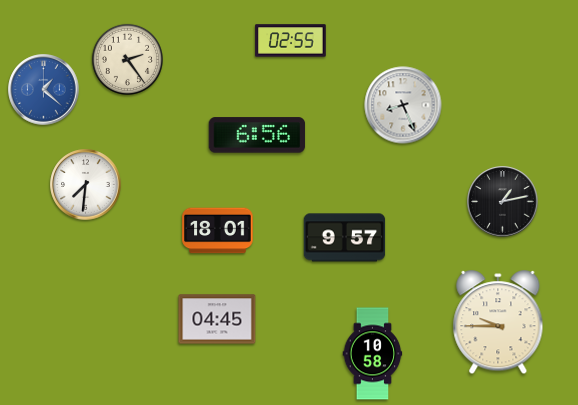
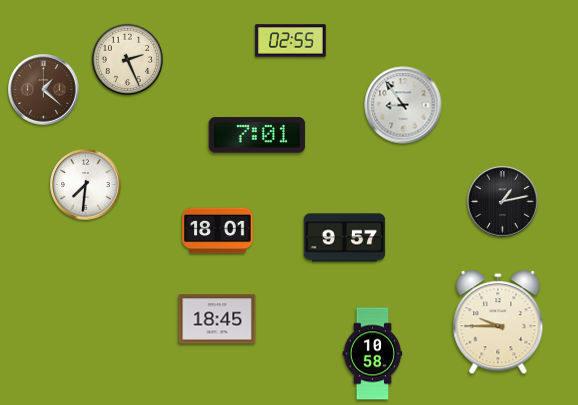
clock at (127, 59): 2:24 -> 2:26
clock at (44, 90) dial: blue -> brown
clock at (403, 105): 8:26 -> 8:54
clock at (257, 135): 6:56 -> 7:01
clock at (217, 319): 04:45 -> 18:45
